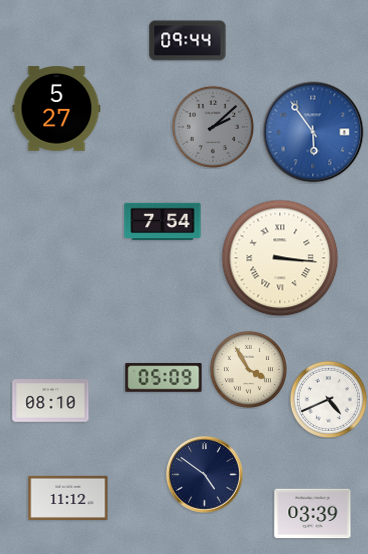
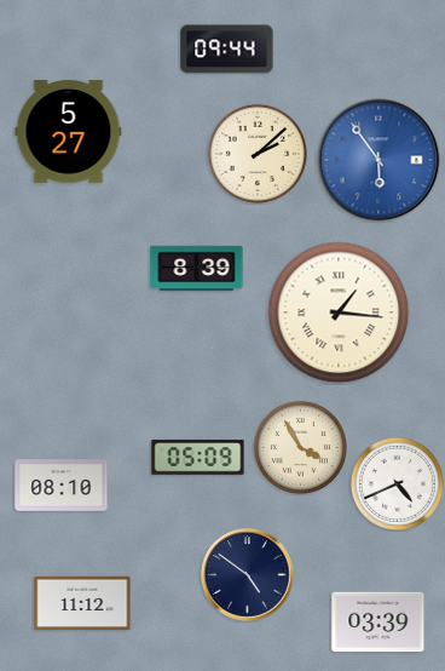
clock at (212, 126) dial: grey -> cream
clock at (163, 222): 7:54 -> 8:39
clock at (280, 258): 3:16 -> 1:16
